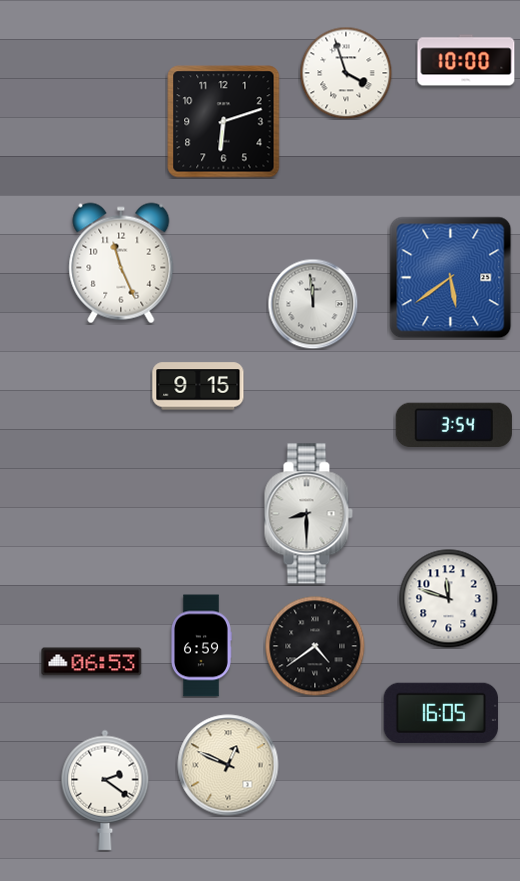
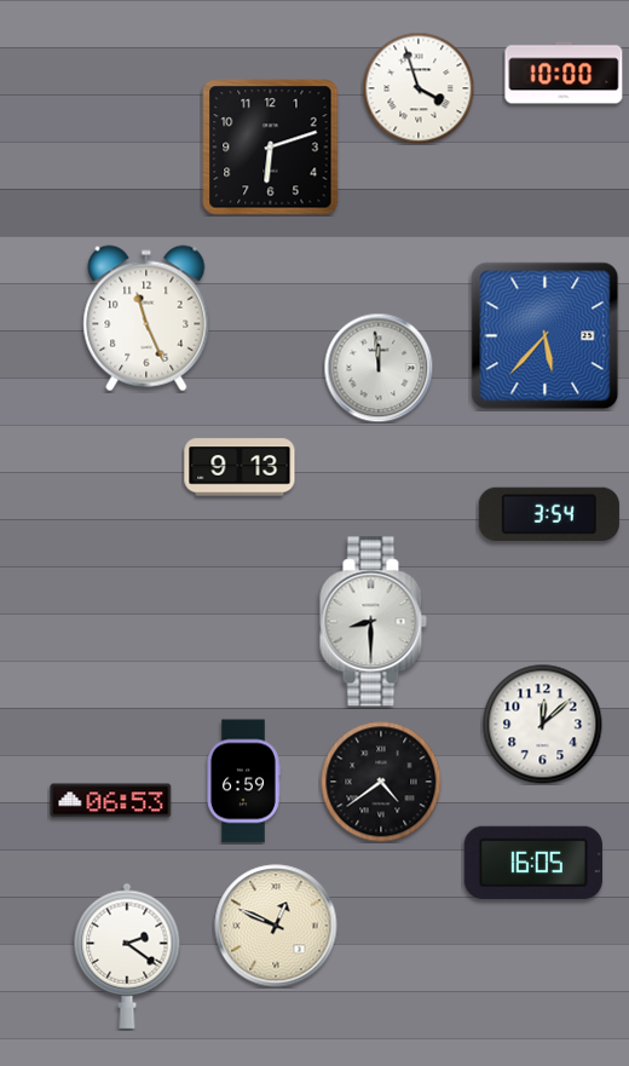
clock at (451, 278): 5:39 -> 5:37
clock at (198, 386): 9:15 -> 9:13
clock at (449, 599): 11:48 -> 12:08
